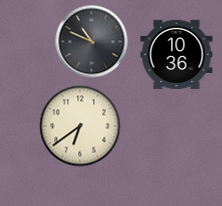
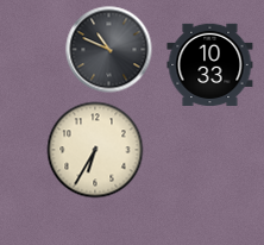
clock at (177, 54): 10:36 -> 10:33
clock at (80, 126): 6:39 -> 6:35
